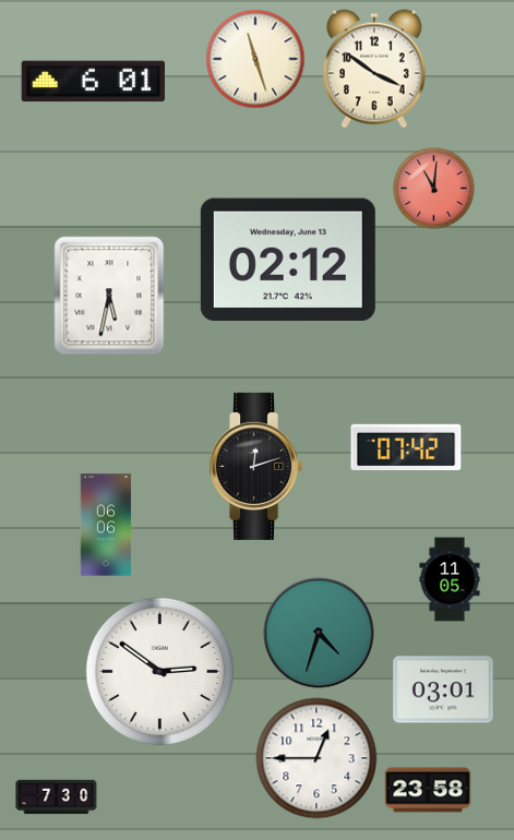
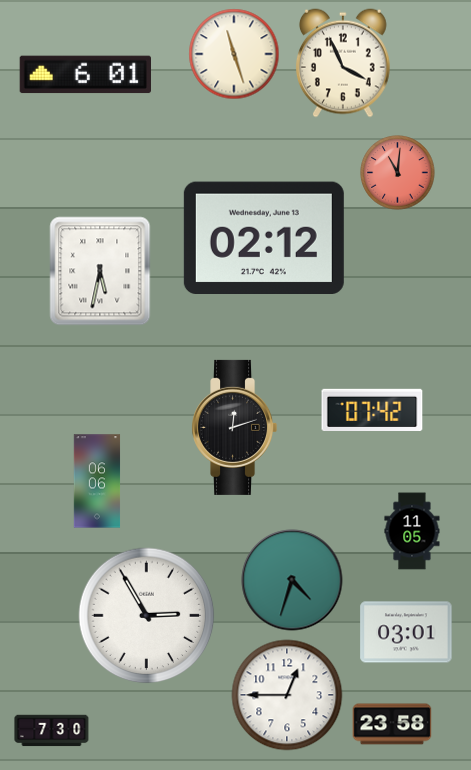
clock at (374, 69): 3:51 -> 3:56
clock at (160, 672): 2:51 -> 2:55
clock at (316, 758) position: (316, 758) -> (287, 695)
